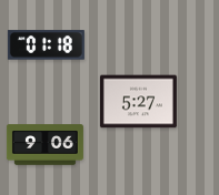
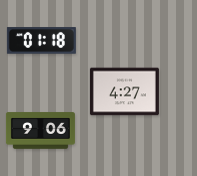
clock at (138, 102): 5:27 -> 4:27
